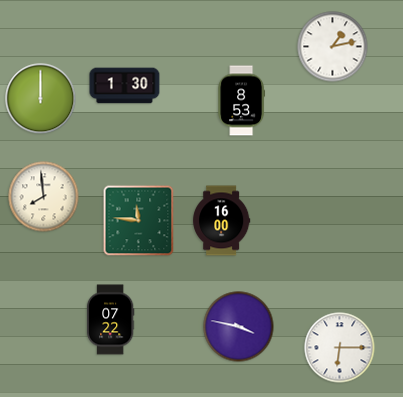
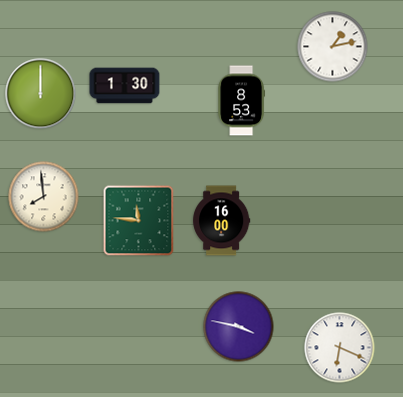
clock at (41, 99) position: (41, 99) -> (41, 94)
clock at (110, 320): 07:22 -> none
clock at (340, 348): 6:15 -> 6:19
